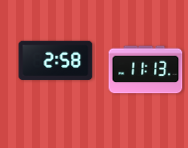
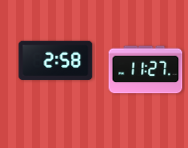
clock at (146, 70): 11:13 -> 11:27
